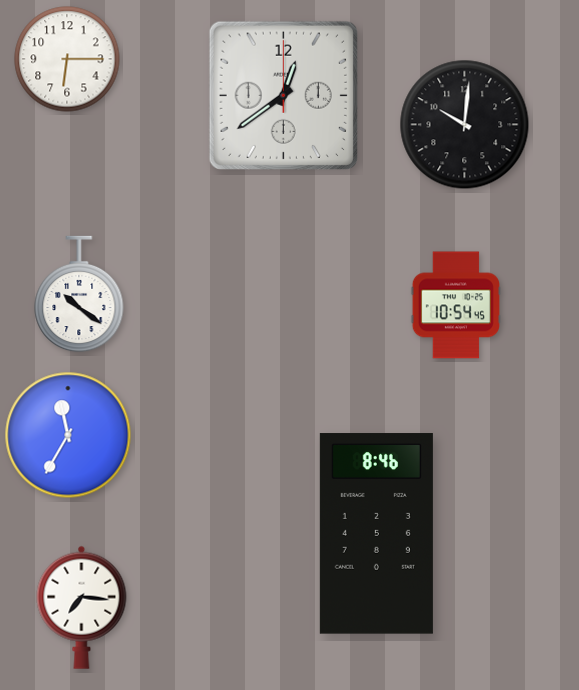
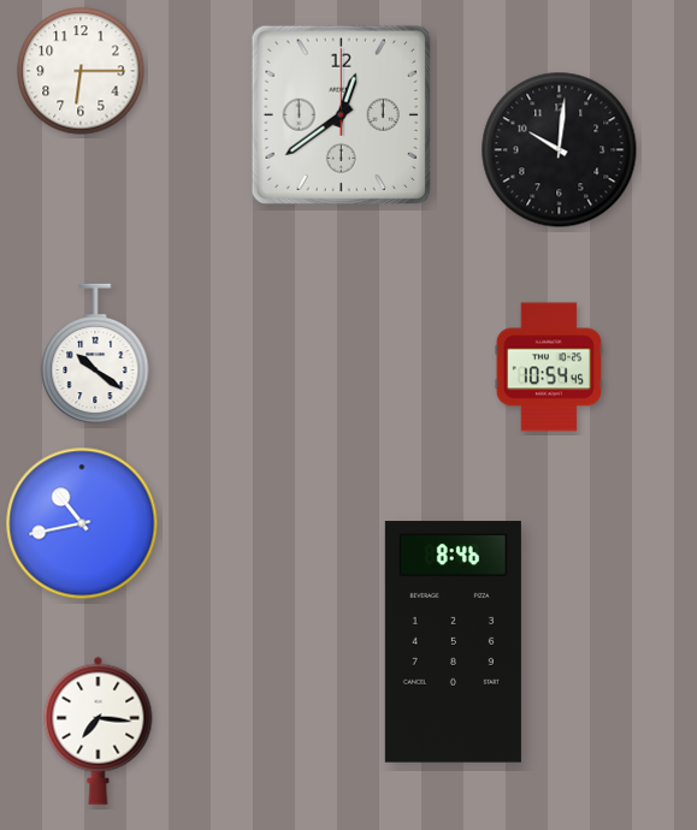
clock at (68, 435): 11:35 -> 10:43
